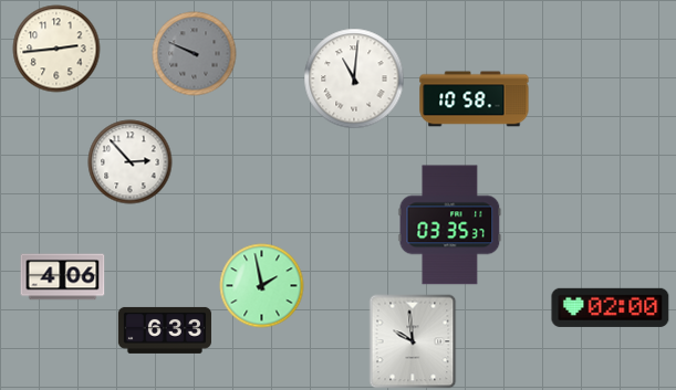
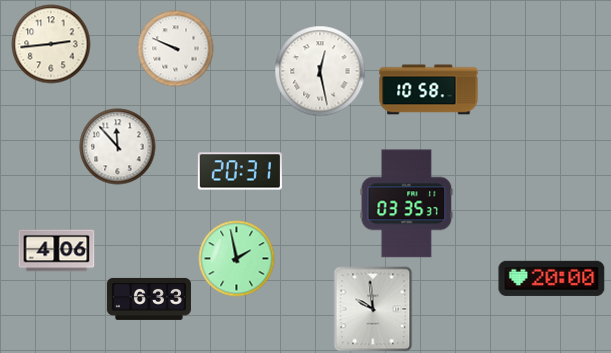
clock at (195, 54) dial: grey -> white
clock at (354, 78): 11:01 -> 12:28
clock at (131, 162): 2:53 -> 11:53
clock at (240, 171): none -> 20:31
clock at (611, 307): 02:00 -> 20:00
